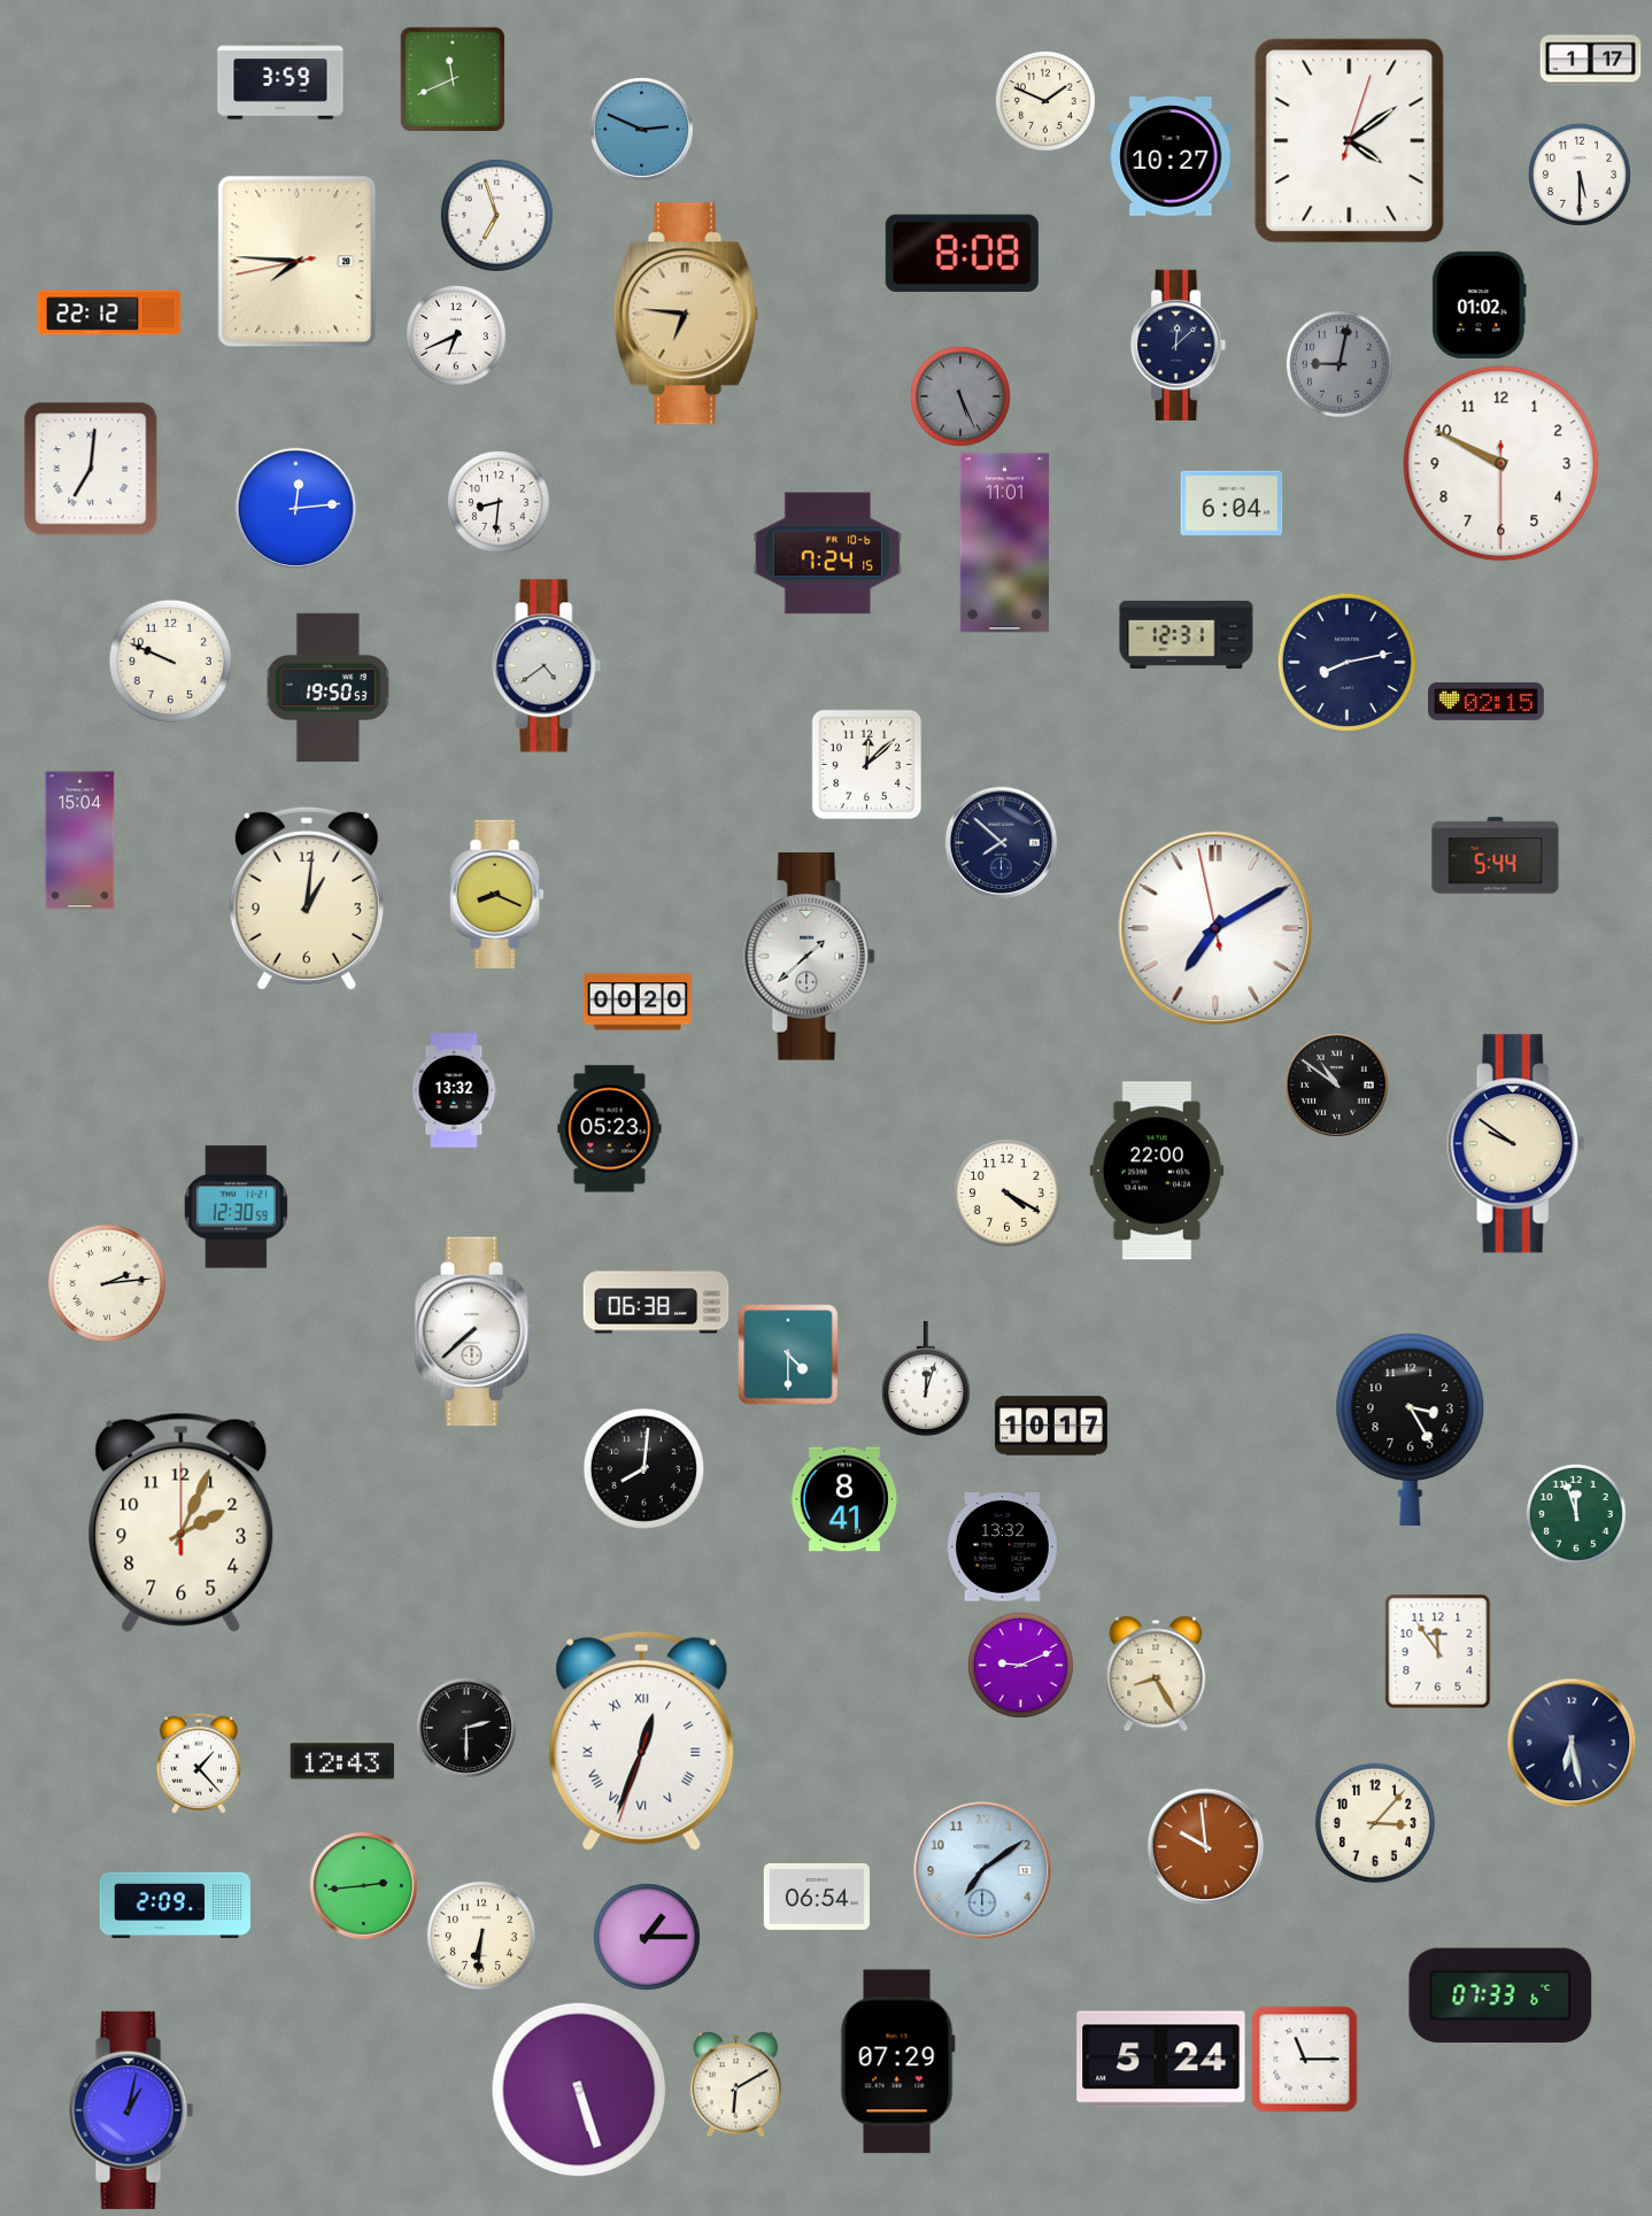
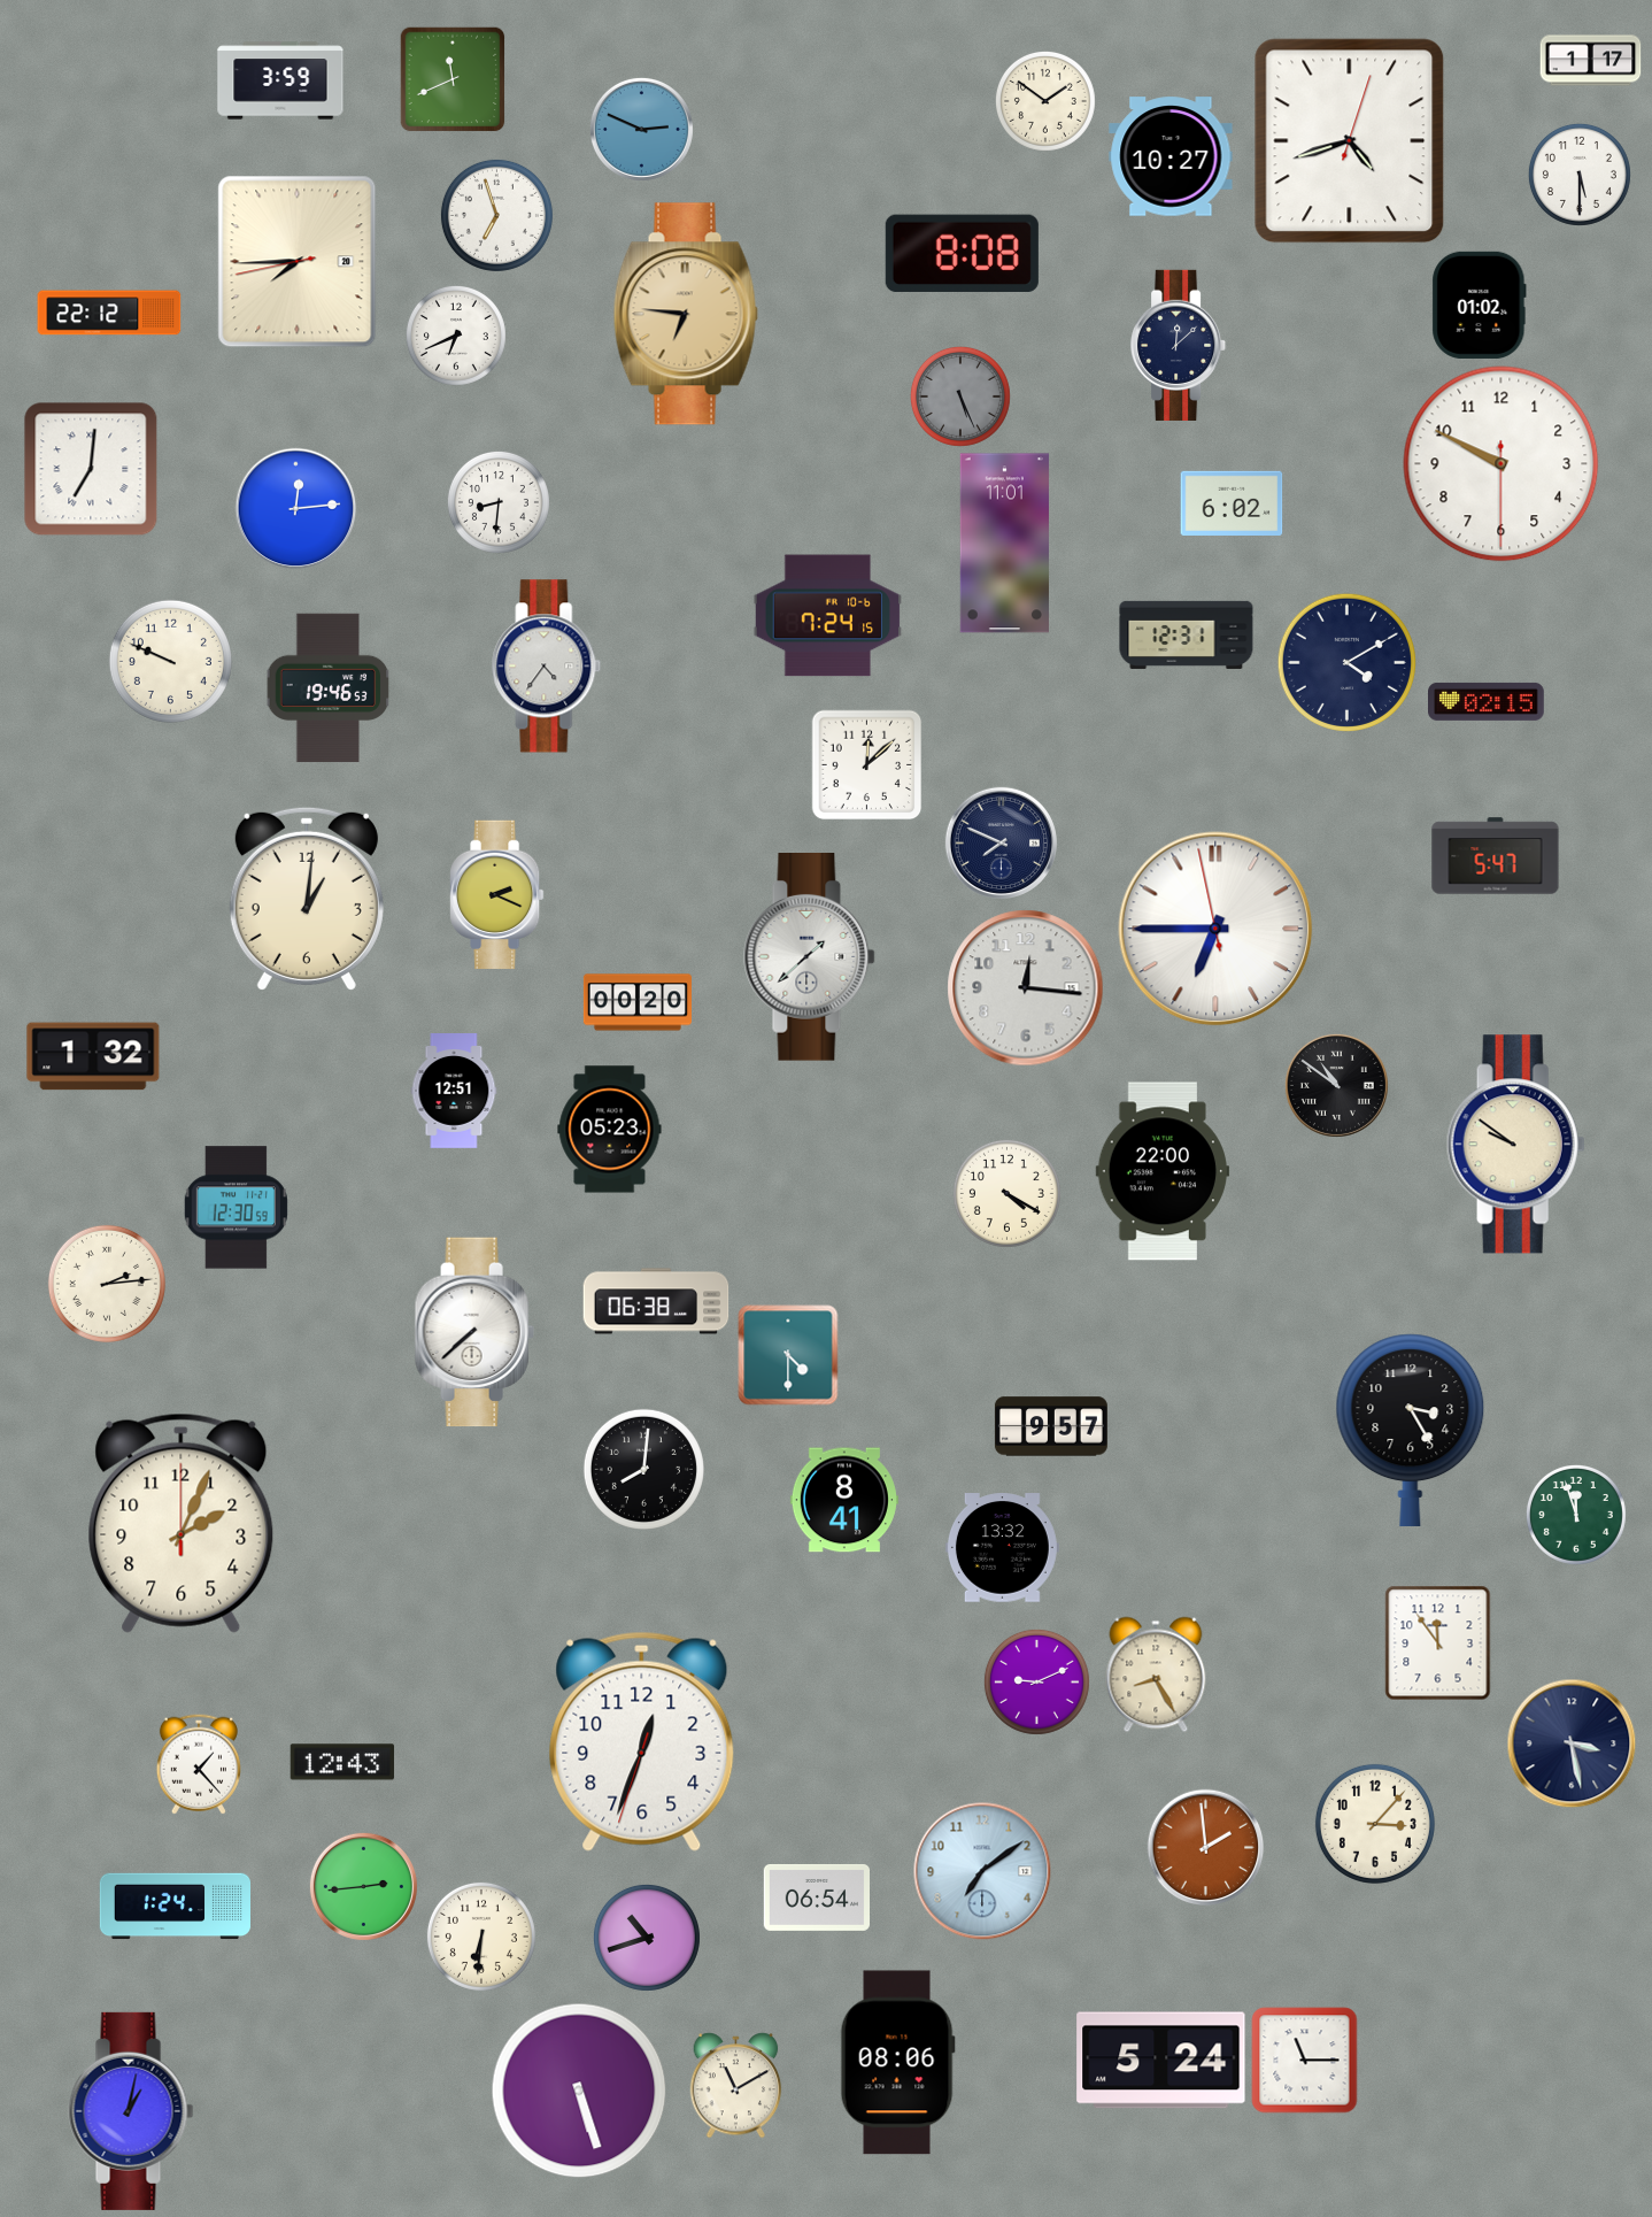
clock at (1045, 101): 1:49 -> 1:51
clock at (1350, 141): 4:09 -> 4:42
clock at (298, 262): 7:45 -> 7:44
clock at (1340, 364): 9:02 -> none
clock at (1232, 502): 6:04 -> 6:02
clock at (827, 554) position: (827, 554) -> (827, 616)
clock at (1346, 662): 8:13 -> 4:10
clock at (547, 666): 4:39 -> 4:36
clock at (329, 688): 19:50 -> 19:46
clock at (80, 841): 15:04 -> none
clock at (1001, 842): 7:52 -> 7:49
clock at (1496, 856): 5:44 -> 5:47
clock at (497, 895): 8:19 -> 2:19
clock at (1215, 928): 7:09 -> 6:44
clock at (1026, 988): none -> 12:16
clock at (93, 1056): none -> 1:32
clock at (454, 1091): 13:32 -> 12:51
clock at (1156, 1171) position: (1156, 1171) -> (1161, 1171)
clock at (926, 1379): 12:03 -> none
clock at (1051, 1426): 10:17 -> 9:57
clock at (1438, 1652) position: (1438, 1652) -> (1438, 1643)
clock at (1020, 1665) position: (1020, 1665) -> (1036, 1681)
clock at (468, 1729): 2:30 -> none
clock at (642, 1740) numerals: Roman -> Arabic
clock at (1572, 1743): 6:28 -> 3:28
clock at (1206, 1847): 9:59 -> 1:59
clock at (175, 1906): 2:09 -> 1:24
clock at (647, 1937): 1:15 -> 10:42
clock at (1500, 1994): 07:33 -> none
clock at (897, 2062): 07:29 -> 08:06
clock at (736, 2085): 6:10 -> 11:10
